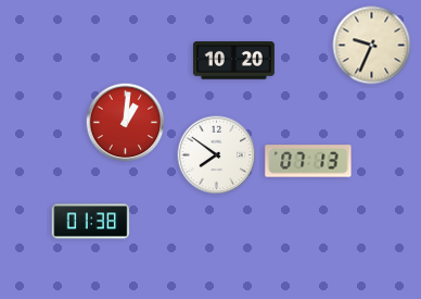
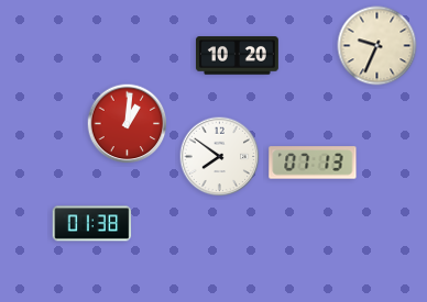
clock at (233, 61) position: (233, 61) -> (237, 56)
